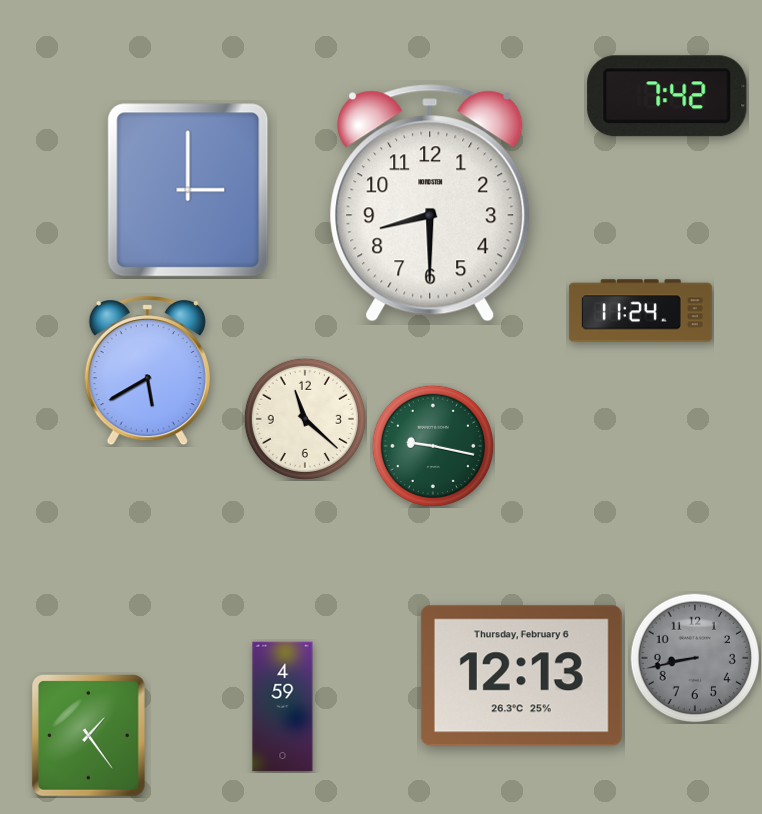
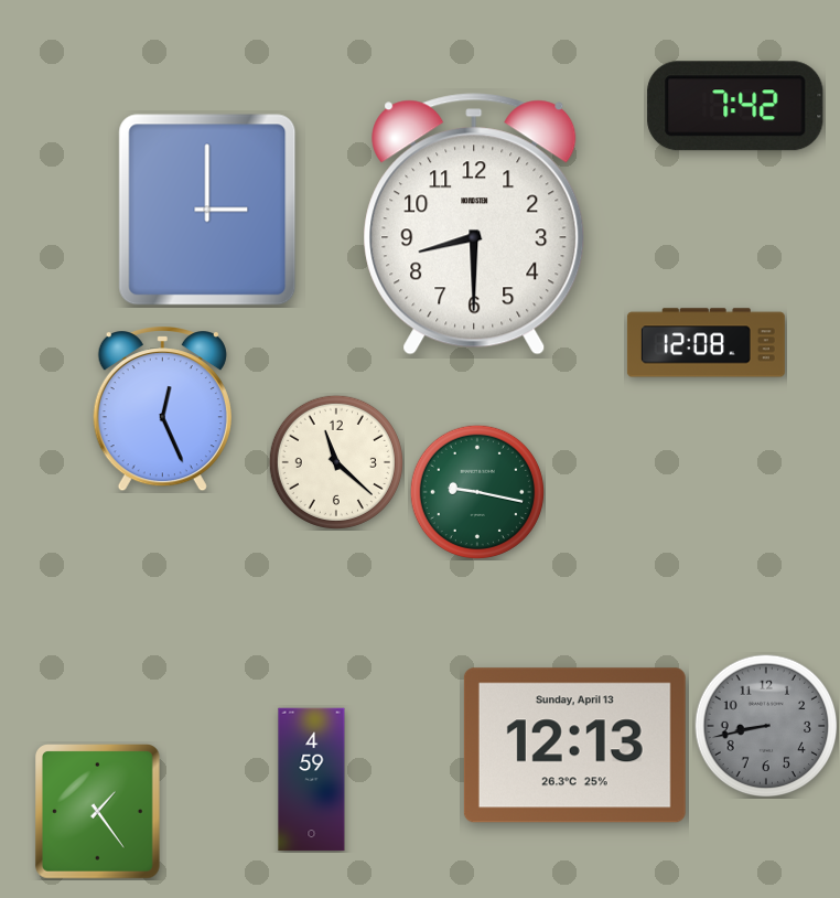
clock at (640, 311): 11:24 -> 12:08
clock at (147, 370): 5:40 -> 12:26
clock at (521, 676) date: Thursday, February 6 -> Sunday, April 13
